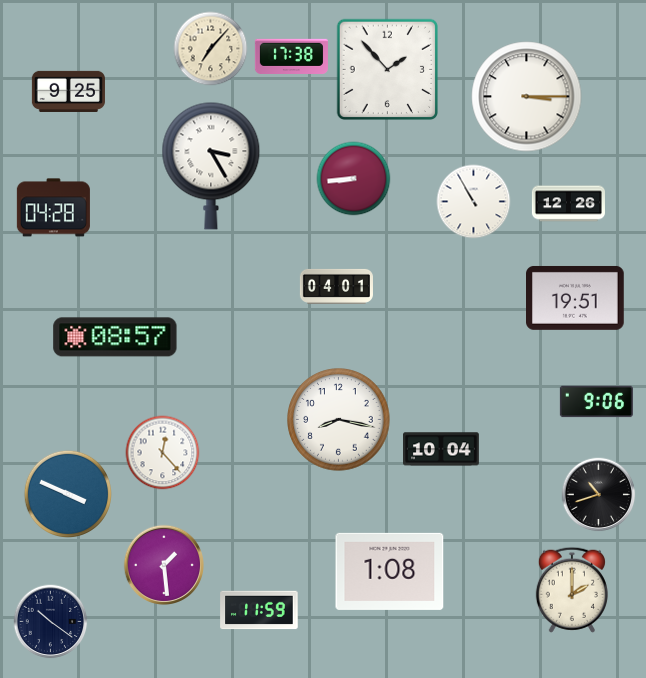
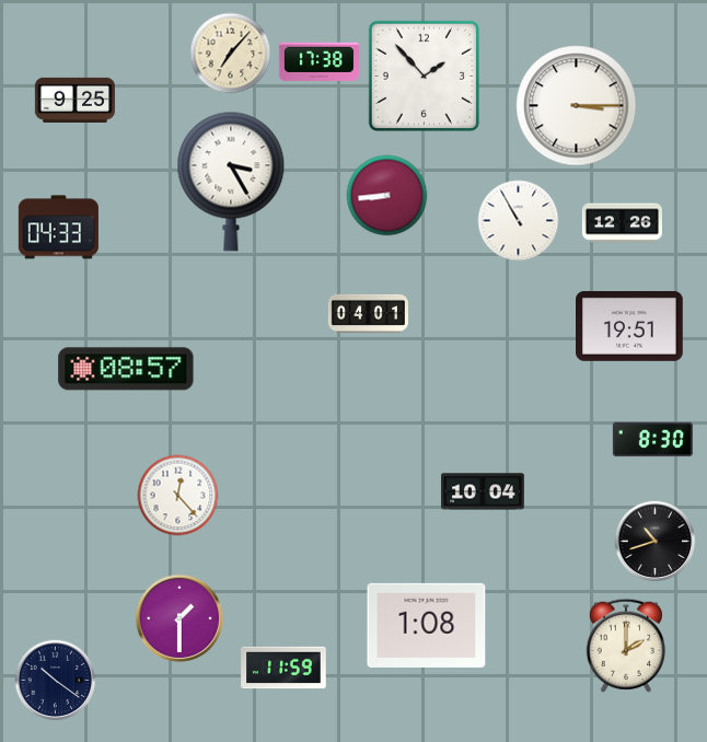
clock at (53, 208): 04:28 -> 04:33
clock at (596, 402): 9:06 -> 8:30
clock at (339, 420): 8:17 -> none
clock at (67, 493): 3:49 -> none
clock at (164, 565): 1:29 -> 1:30
